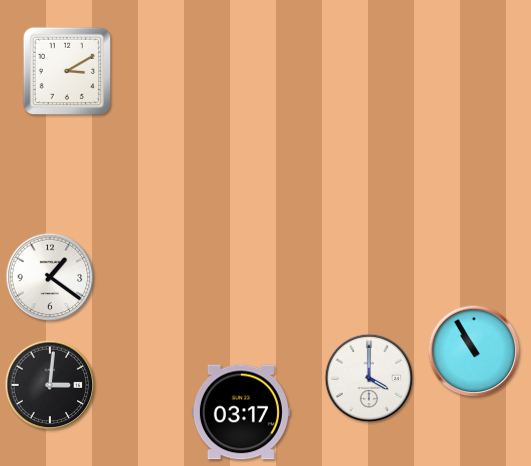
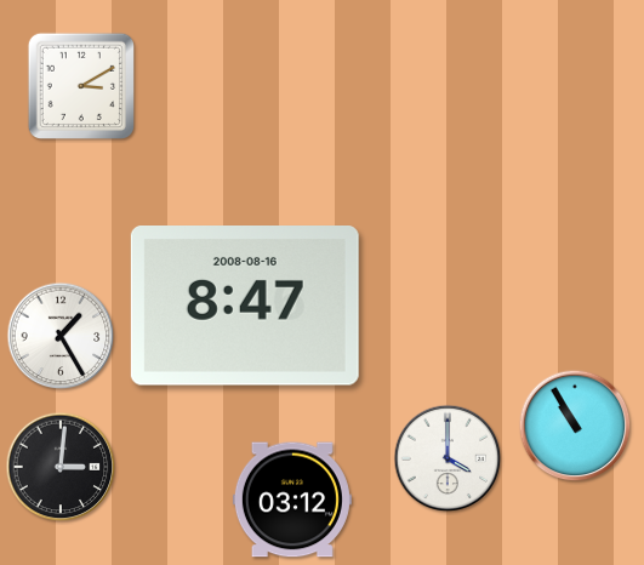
clock at (245, 307): none -> 8:47
clock at (50, 277): 1:21 -> 1:25
clock at (241, 412): 03:17 -> 03:12
